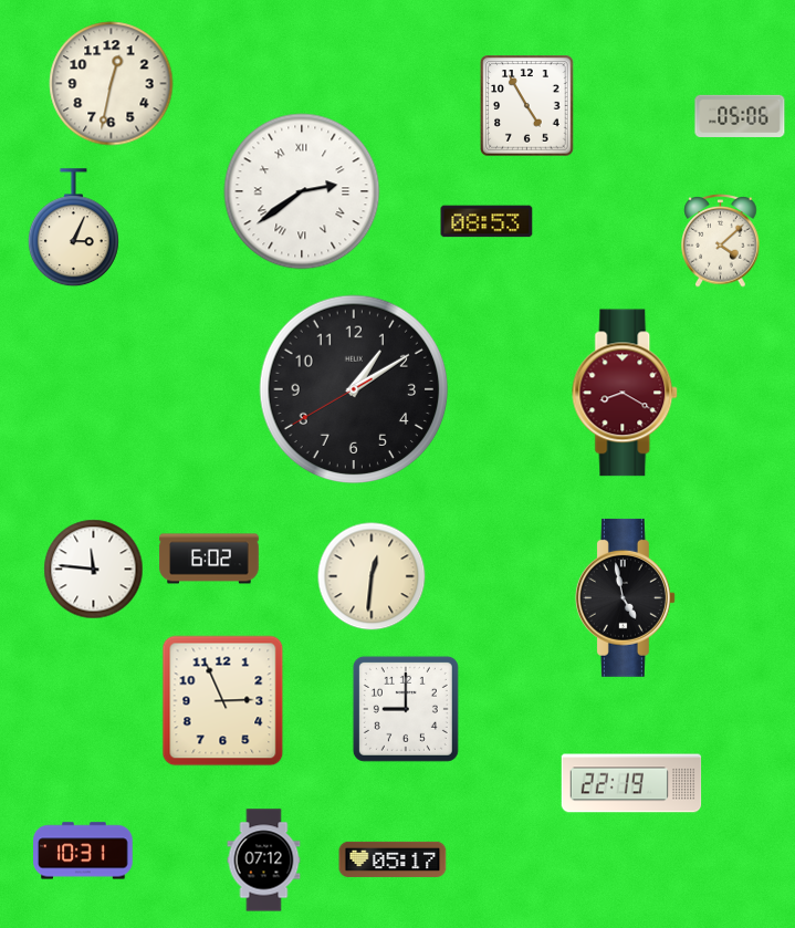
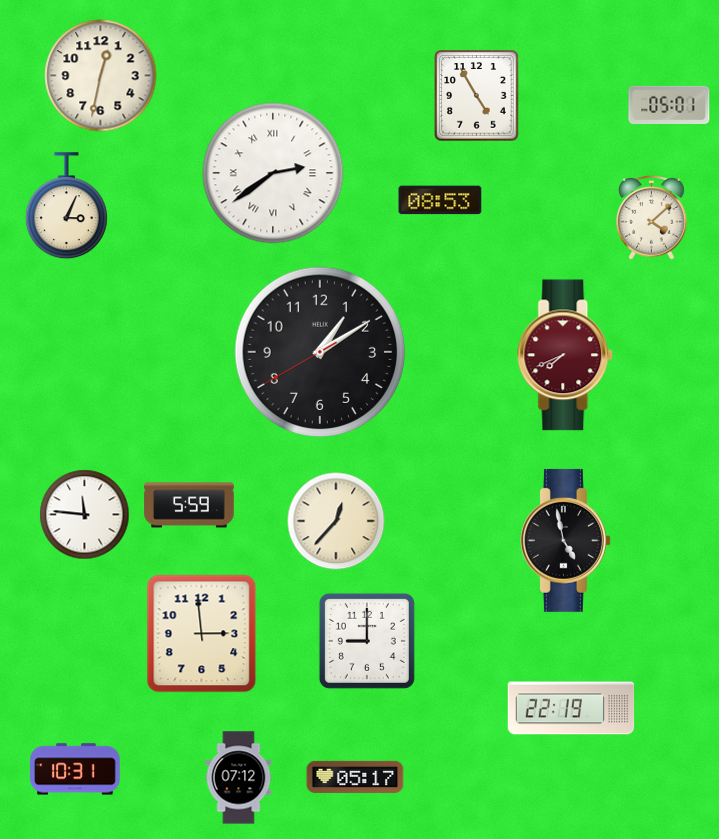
clock at (740, 116): 05:06 -> 05:01
clock at (626, 393): 8:20 -> 7:41
clock at (209, 559): 6:02 -> 5:59
clock at (372, 576): 12:31 -> 12:37
clock at (223, 701): 2:56 -> 2:59
